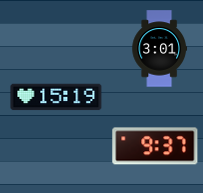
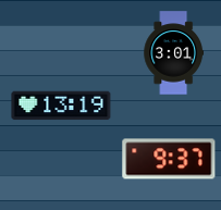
clock at (56, 97): 15:19 -> 13:19
